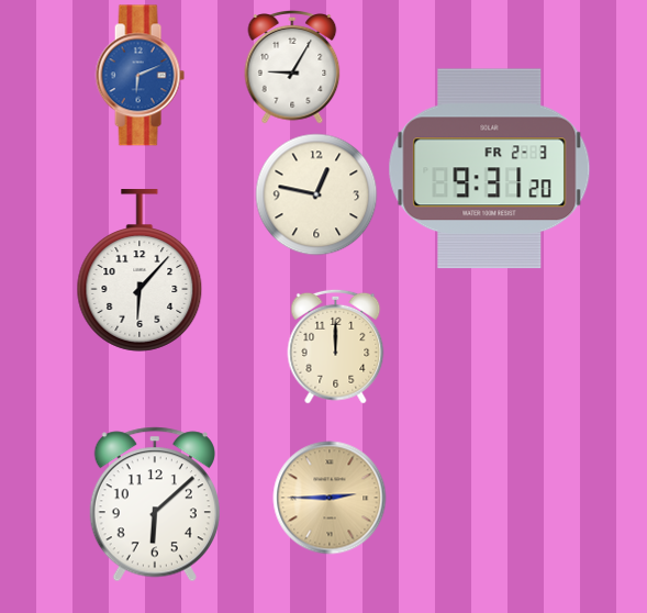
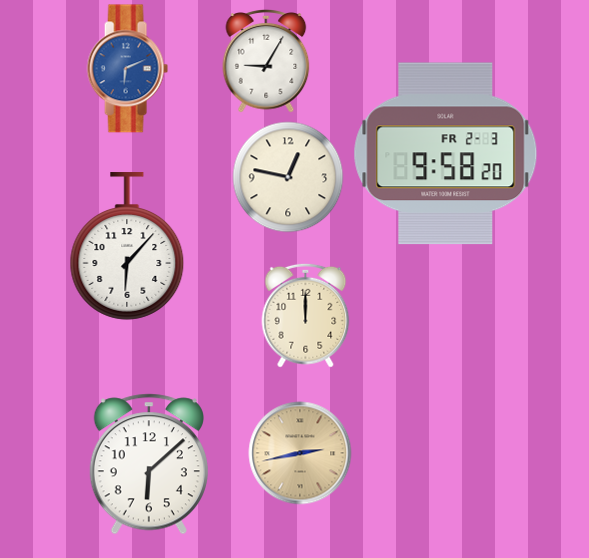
clock at (490, 169): 9:31 -> 9:58
clock at (330, 498): 2:45 -> 2:43
clock at (155, 504) position: (155, 504) -> (149, 464)
